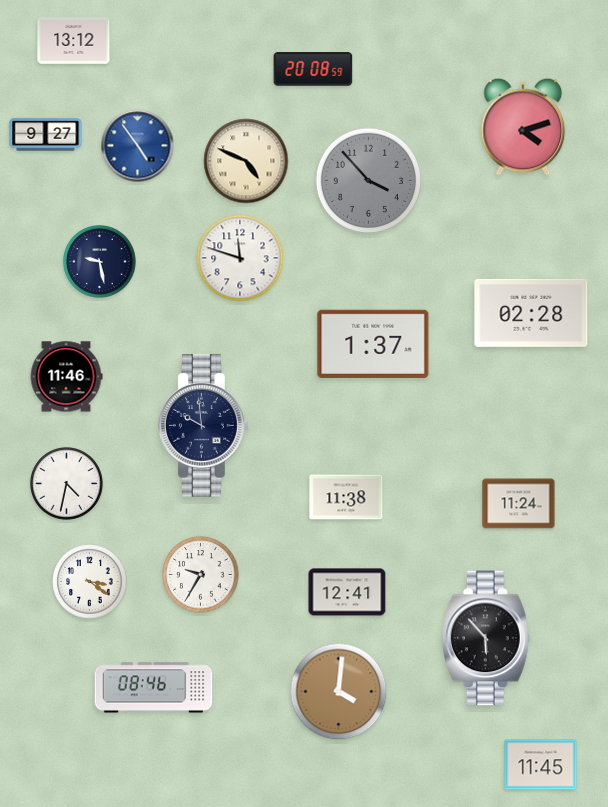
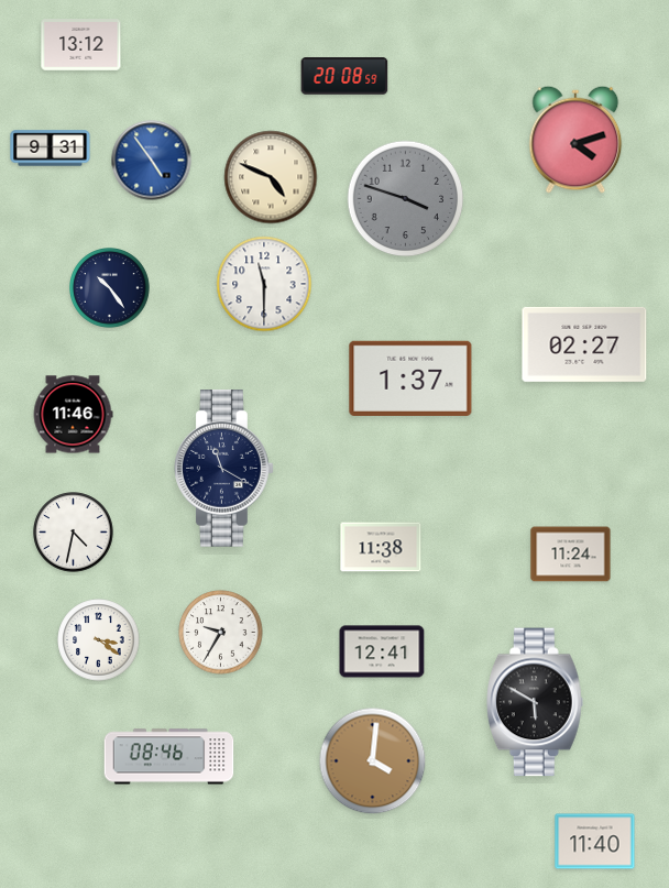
clock at (46, 135): 9:27 -> 9:31
clock at (369, 181): 3:53 -> 3:48
clock at (240, 258): 11:48 -> 11:30
clock at (100, 262): 9:28 -> 10:24
clock at (531, 313): 02:28 -> 02:27
clock at (204, 426): 9:59 -> 11:20
clock at (486, 638): 5:53 -> 5:50
clock at (541, 765): 11:45 -> 11:40
